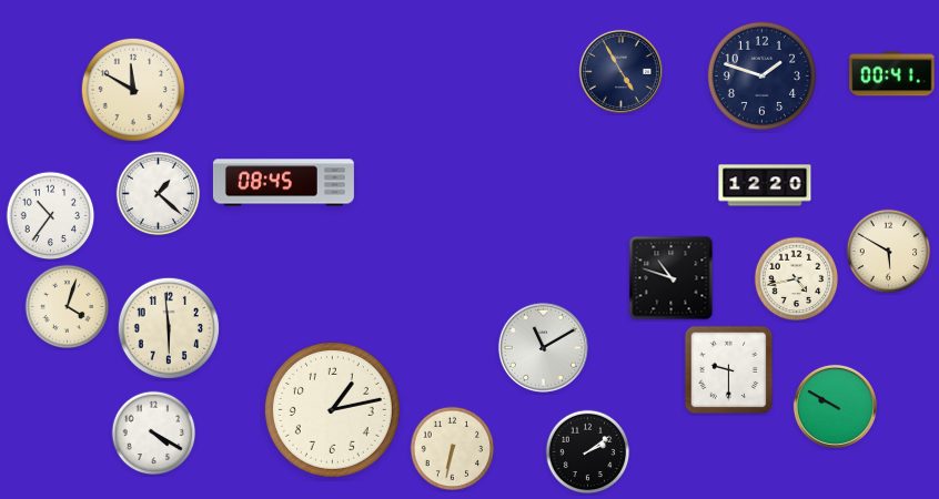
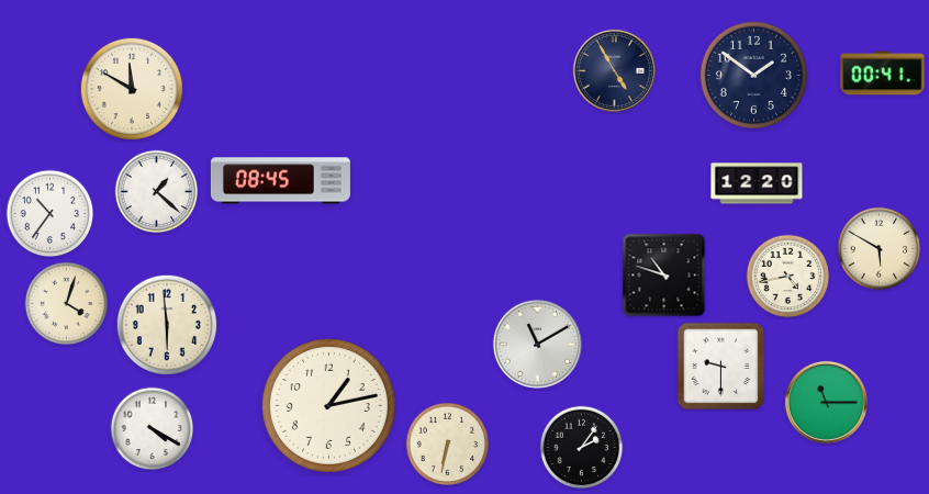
clock at (761, 75): 1:48 -> 1:51
clock at (835, 406): 9:50 -> 11:15
clock at (588, 452): 2:09 -> 2:06
